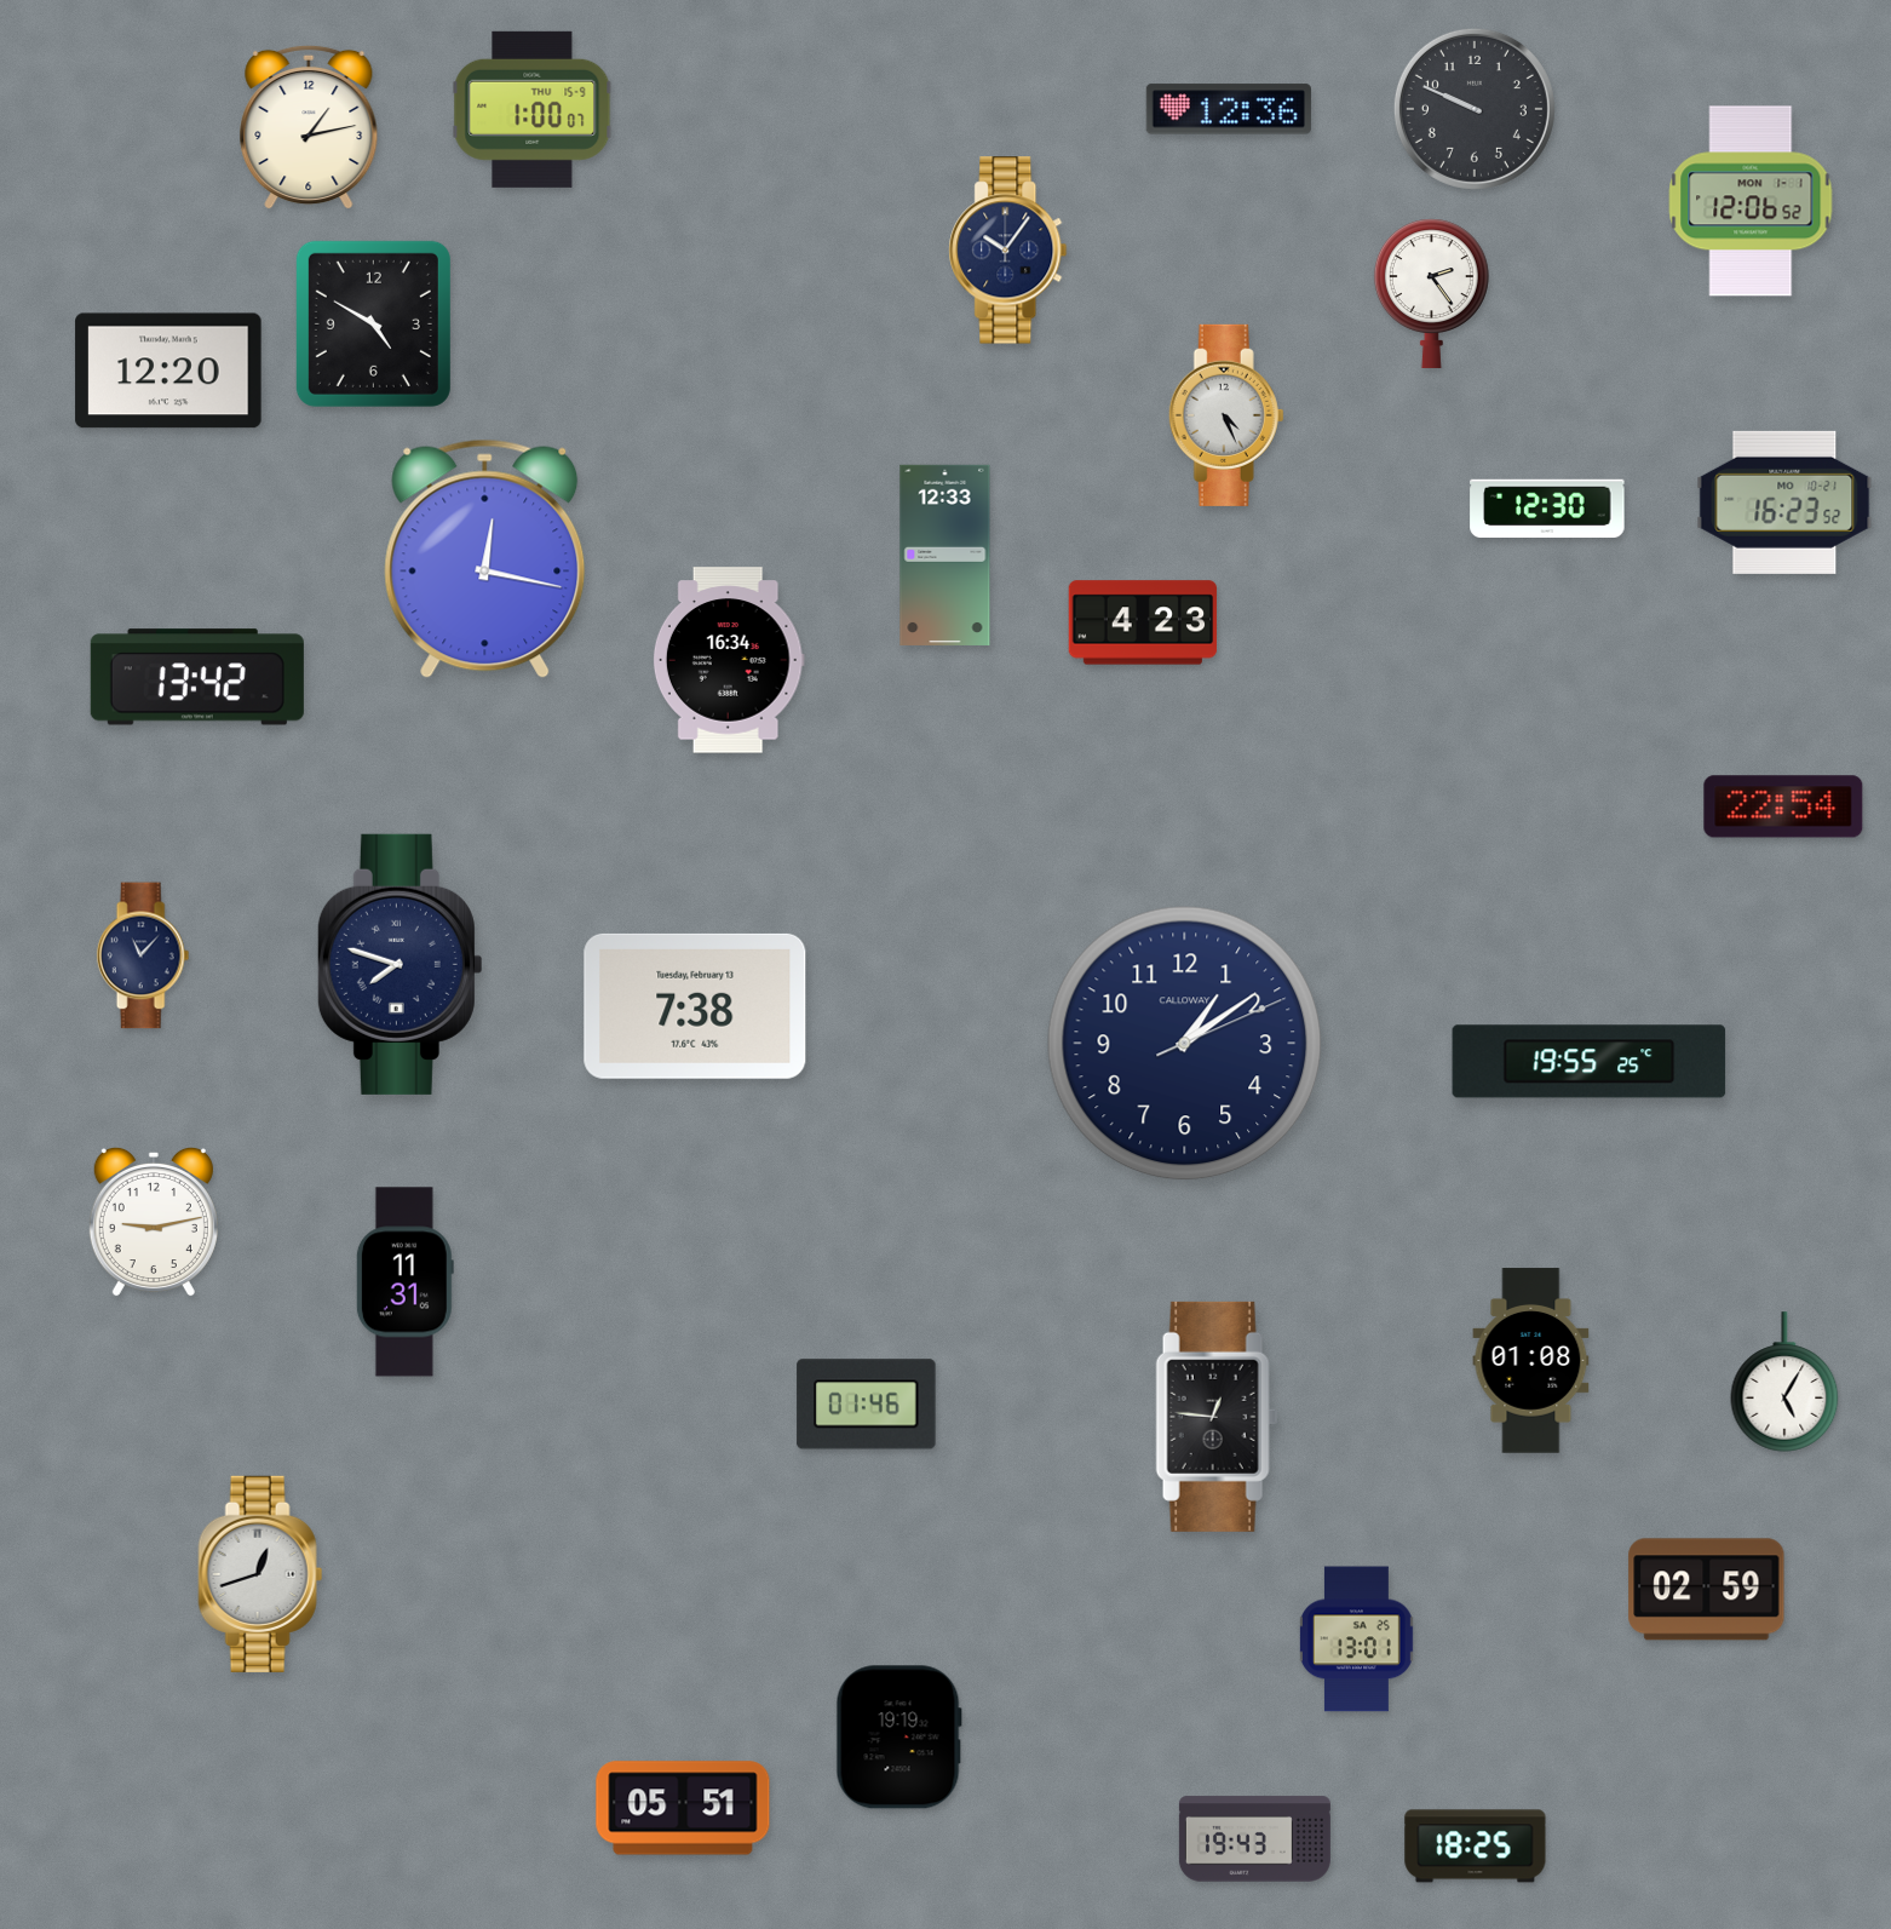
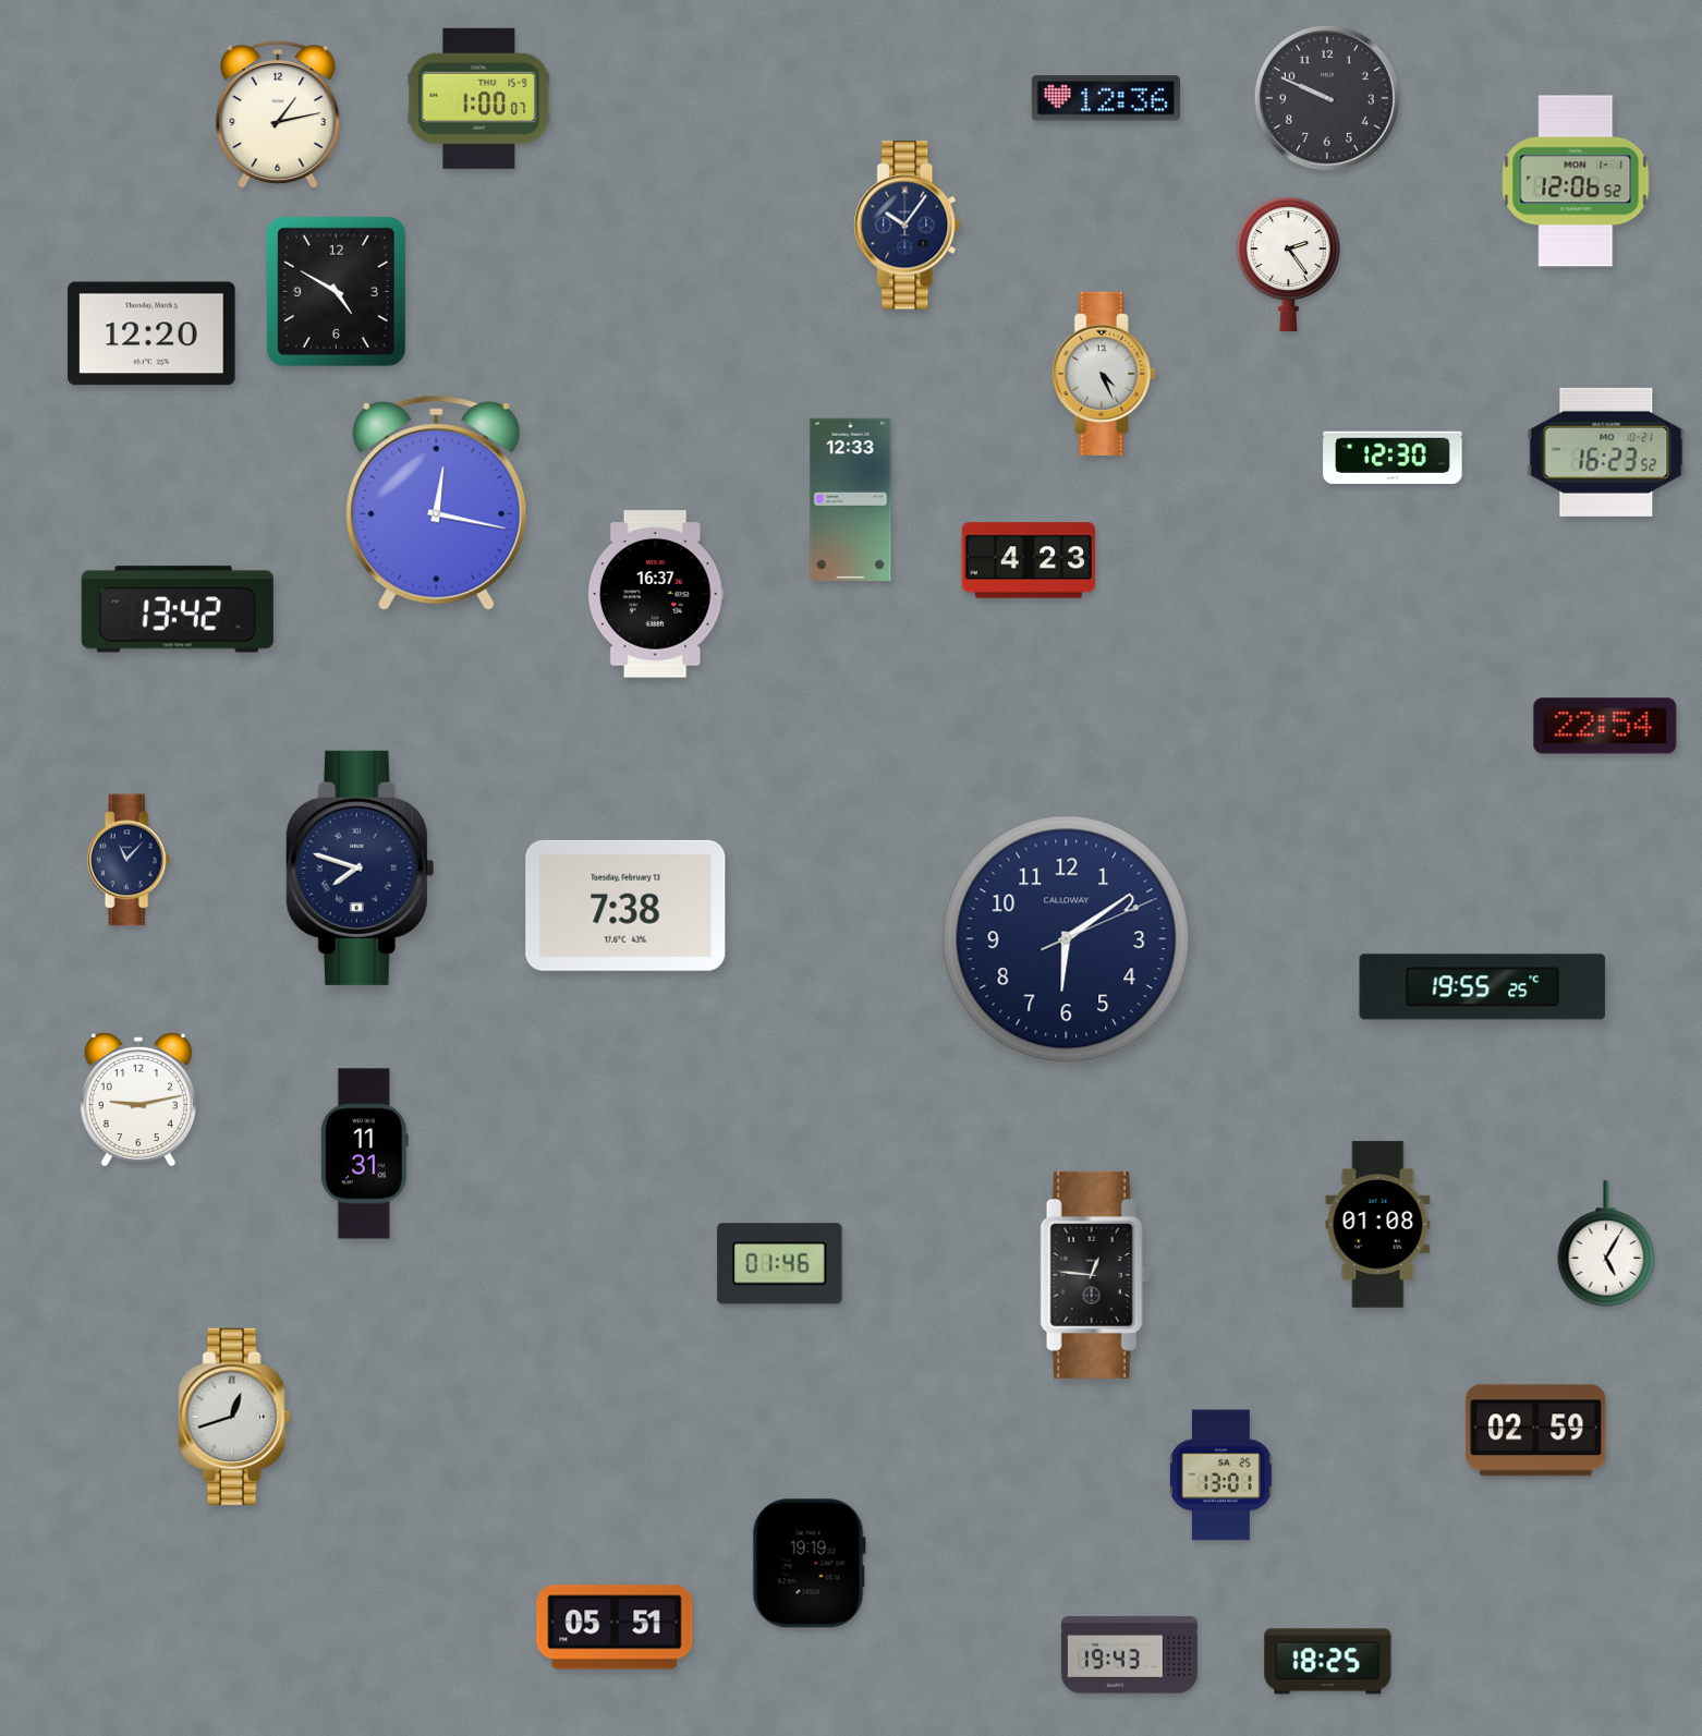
clock at (729, 660): 16:34 -> 16:37
clock at (1185, 1044): 1:09 -> 6:09
clock at (1590, 1062) position: (1590, 1062) -> (1483, 987)
